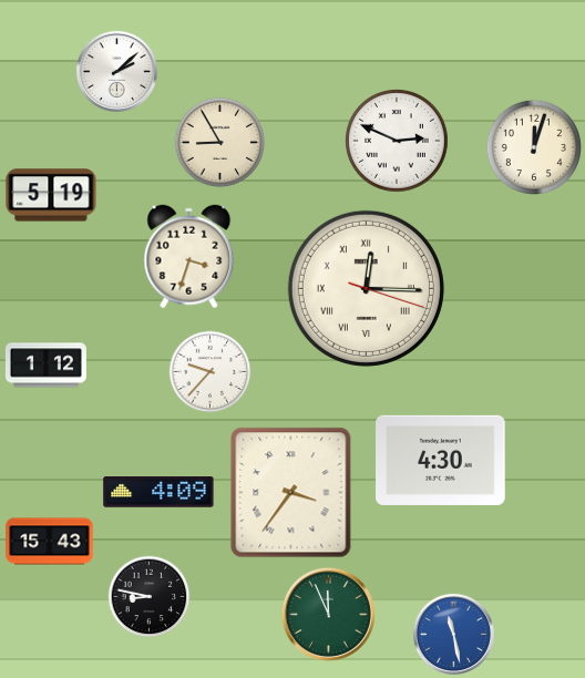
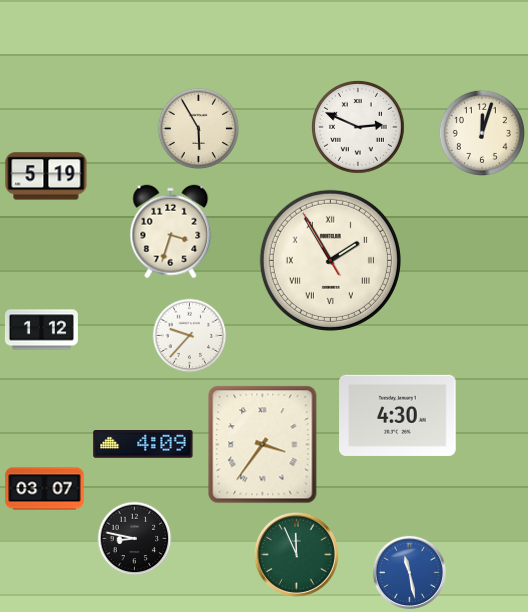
clock at (116, 71): 2:08 -> none
clock at (220, 143): 8:55 -> 5:55
clock at (366, 288): 12:15 -> 1:54
clock at (50, 542): 15:43 -> 03:07
